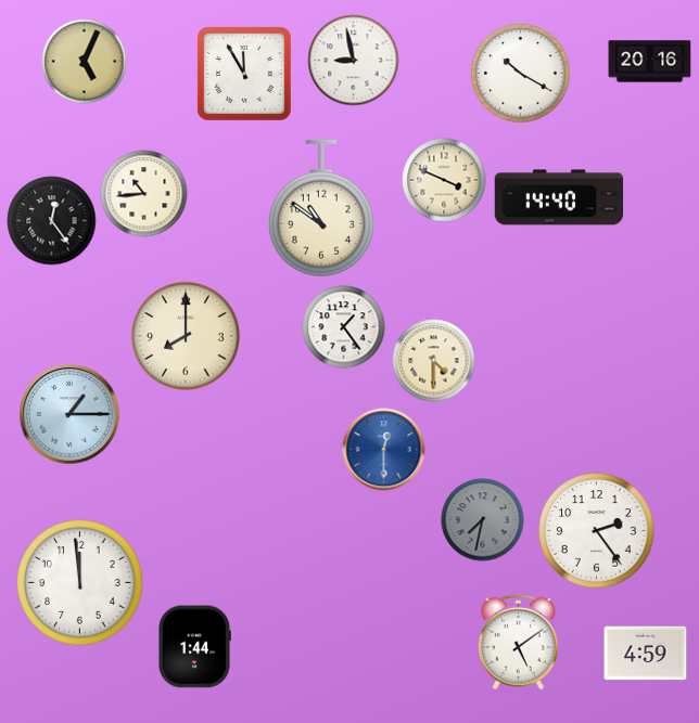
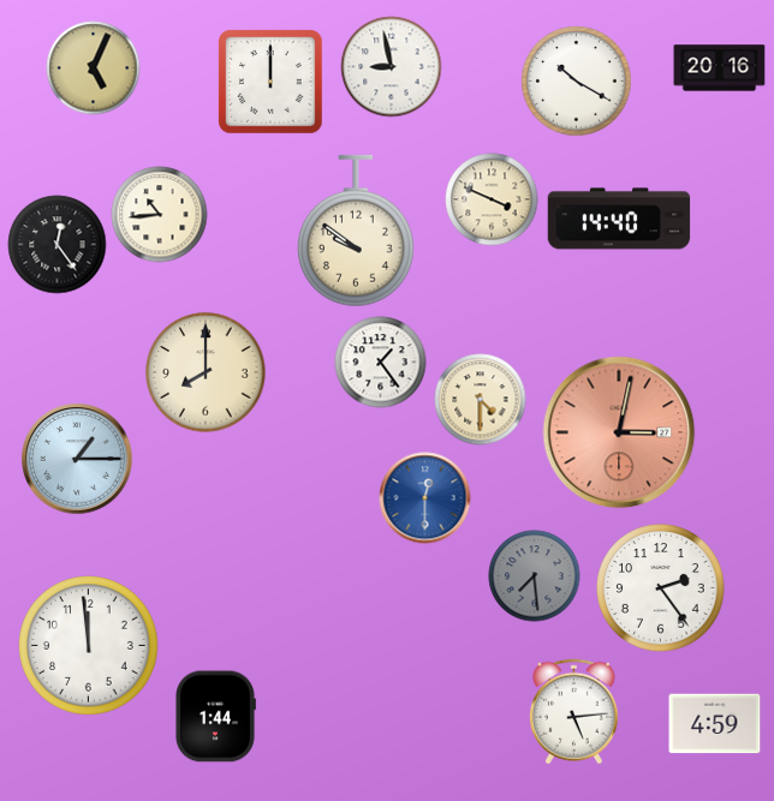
clock at (244, 74): 11:55 -> 12:00
clock at (321, 208): 10:51 -> 9:51
clock at (619, 432): none -> 3:02
clock at (483, 520): 7:32 -> 7:29
clock at (518, 643): 5:09 -> 5:14
